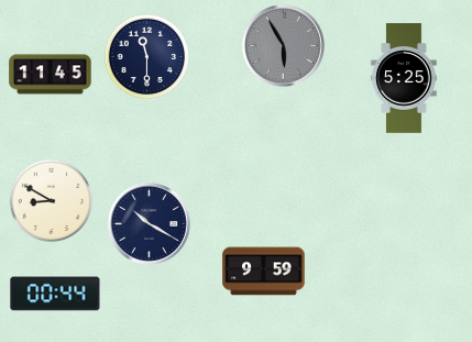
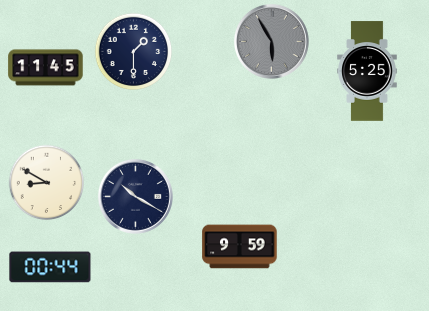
clock at (283, 45) position: (283, 45) -> (271, 41)
clock at (147, 57): 11:30 -> 1:30
clock at (149, 223) position: (149, 223) -> (135, 196)
